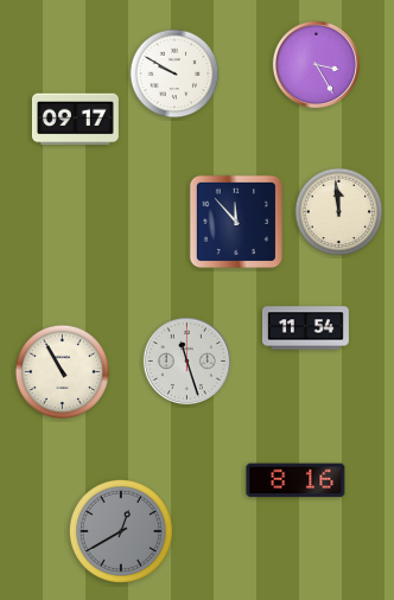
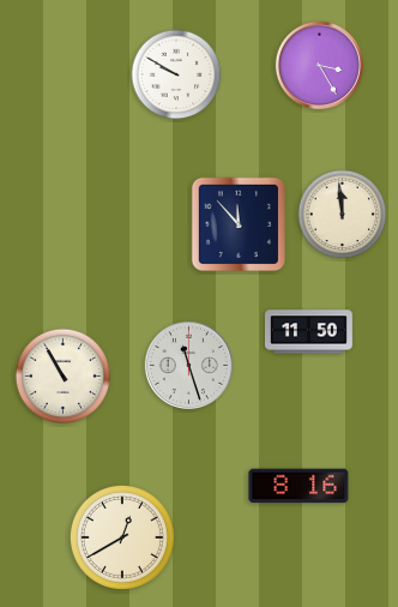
clock at (75, 120): 09:17 -> none
clock at (306, 328): 11:54 -> 11:50
clock at (121, 531) dial: grey -> cream
